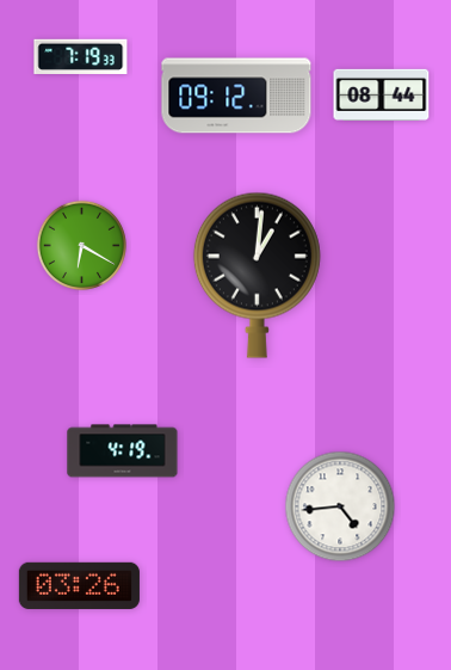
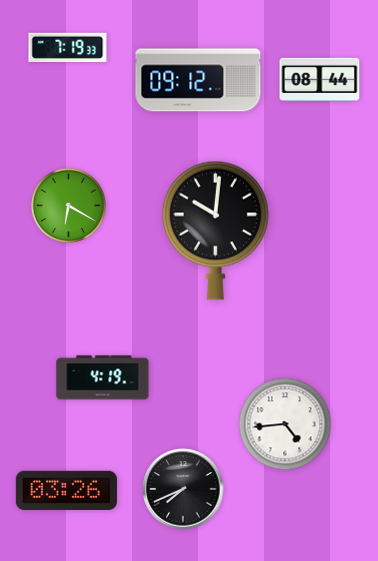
clock at (257, 275): 1:01 -> 10:01
clock at (183, 489): none -> 7:41
